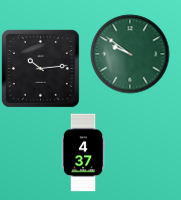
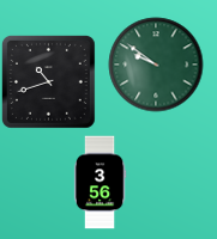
clock at (40, 68): 10:14 -> 10:42
clock at (83, 152): 4:37 -> 3:56
